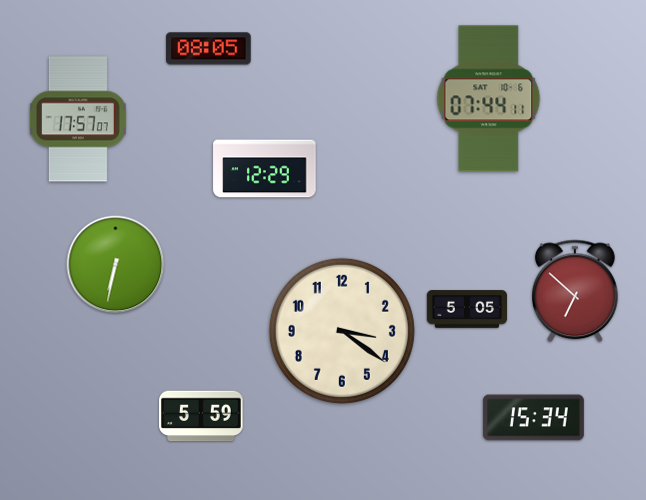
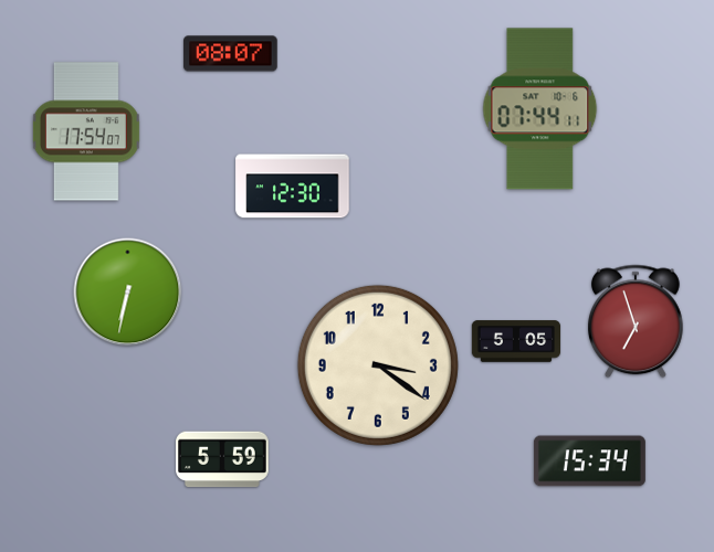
clock at (209, 49): 08:05 -> 08:07
clock at (78, 119): 17:57 -> 17:54
clock at (265, 169): 12:29 -> 12:30
clock at (576, 291): 6:52 -> 6:57
